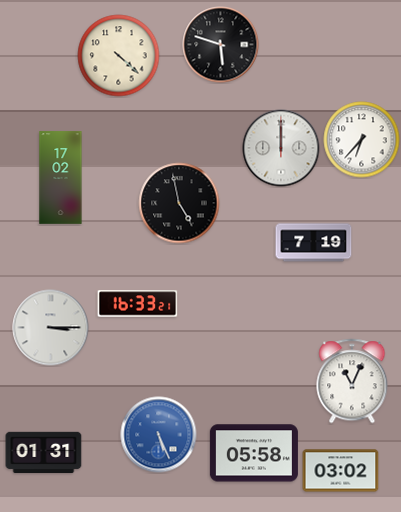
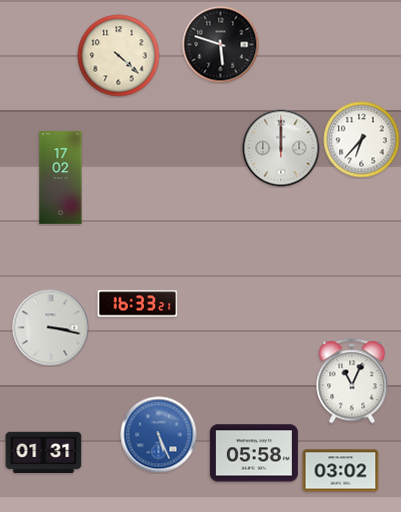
clock at (179, 203): 4:58 -> none
clock at (314, 243): 7:19 -> none
clock at (51, 328): 3:15 -> 3:17
